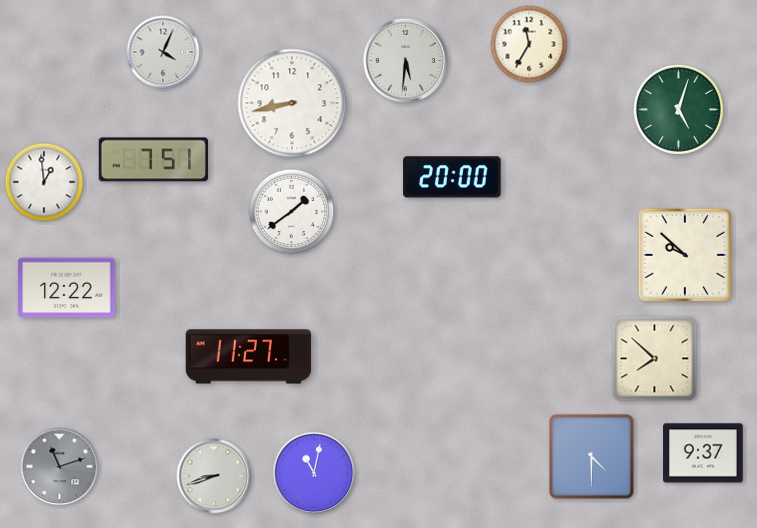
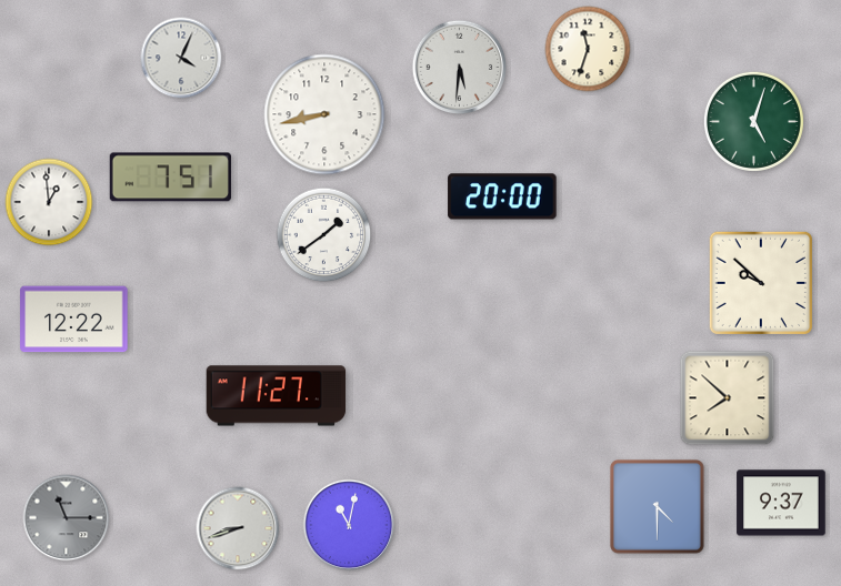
clock at (529, 44): 11:35 -> 11:33
clock at (406, 61) position: (406, 61) -> (460, 68)
clock at (60, 467): 11:12 -> 11:15
